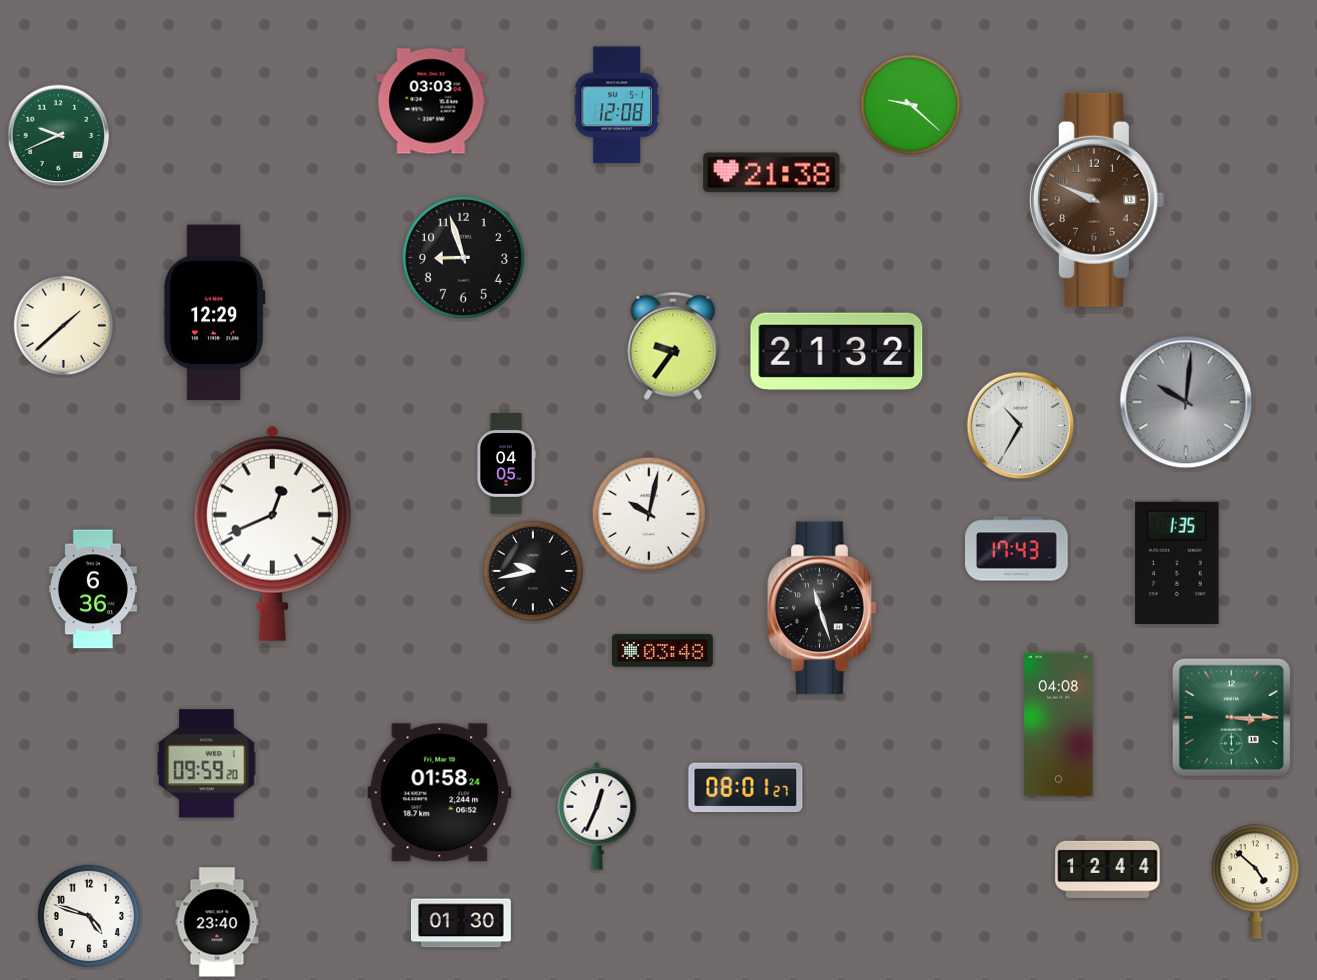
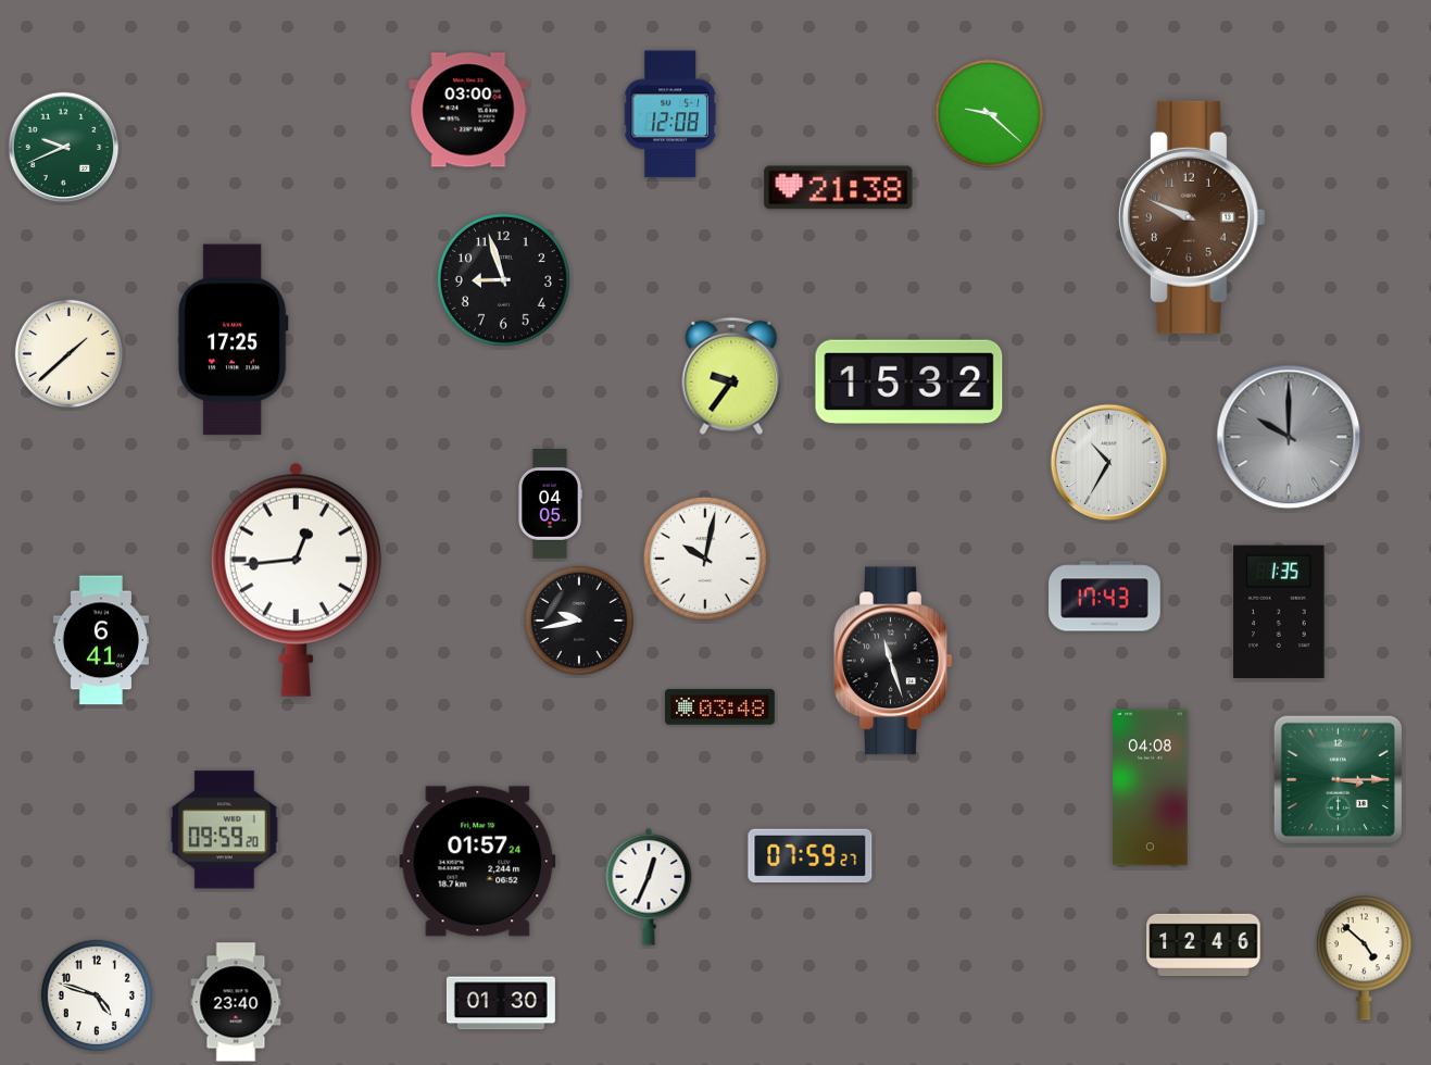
clock at (431, 101): 03:03 -> 03:00
clock at (214, 313): 12:29 -> 17:25
clock at (837, 352): 21:32 -> 15:32
clock at (1186, 402): 10:01 -> 10:00
clock at (272, 533): 12:41 -> 12:44
clock at (93, 589): 6:36 -> 6:41
clock at (746, 788): 08:01 -> 07:59
clock at (440, 793): 01:58 -> 01:57
clock at (1108, 869): 12:44 -> 12:46
